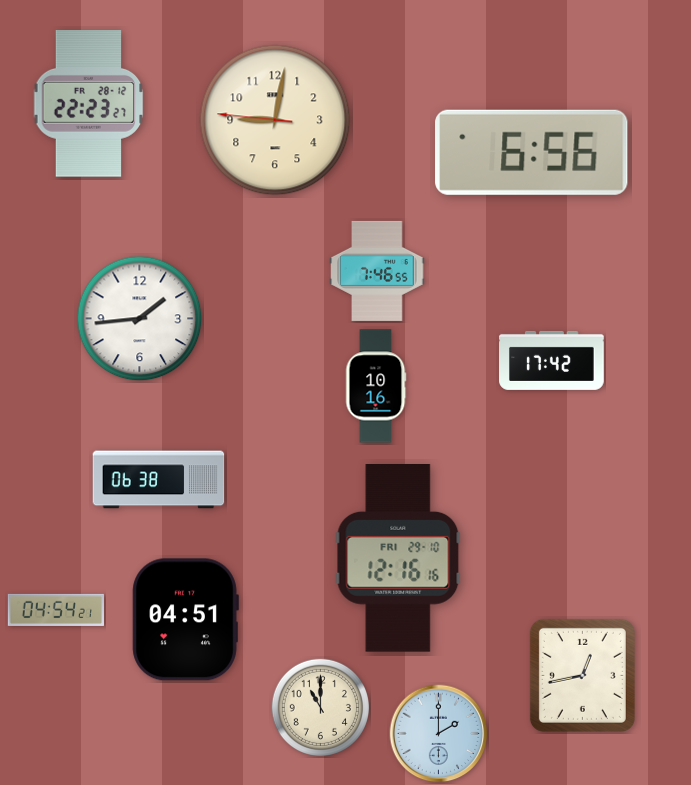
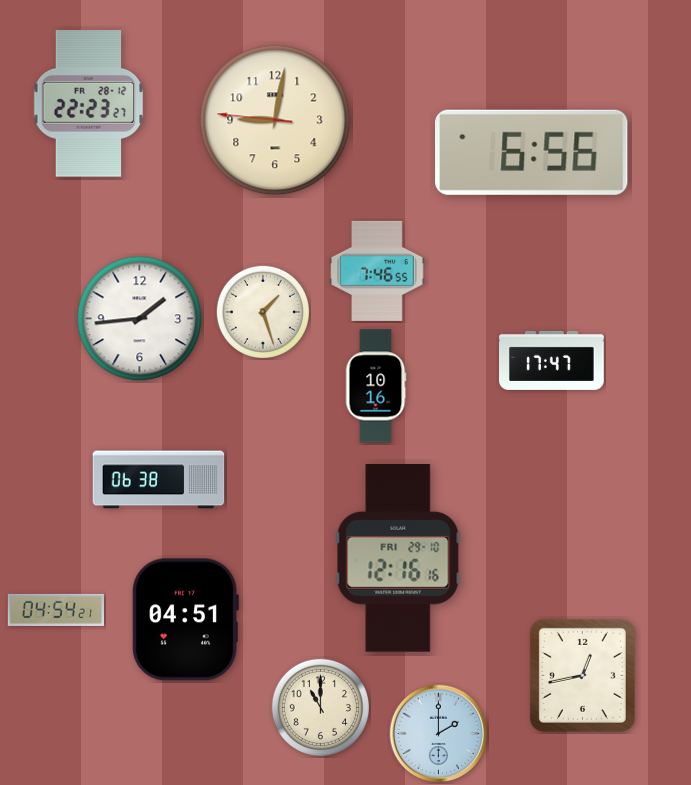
clock at (263, 312): none -> 1:27
clock at (552, 360): 17:42 -> 17:47
